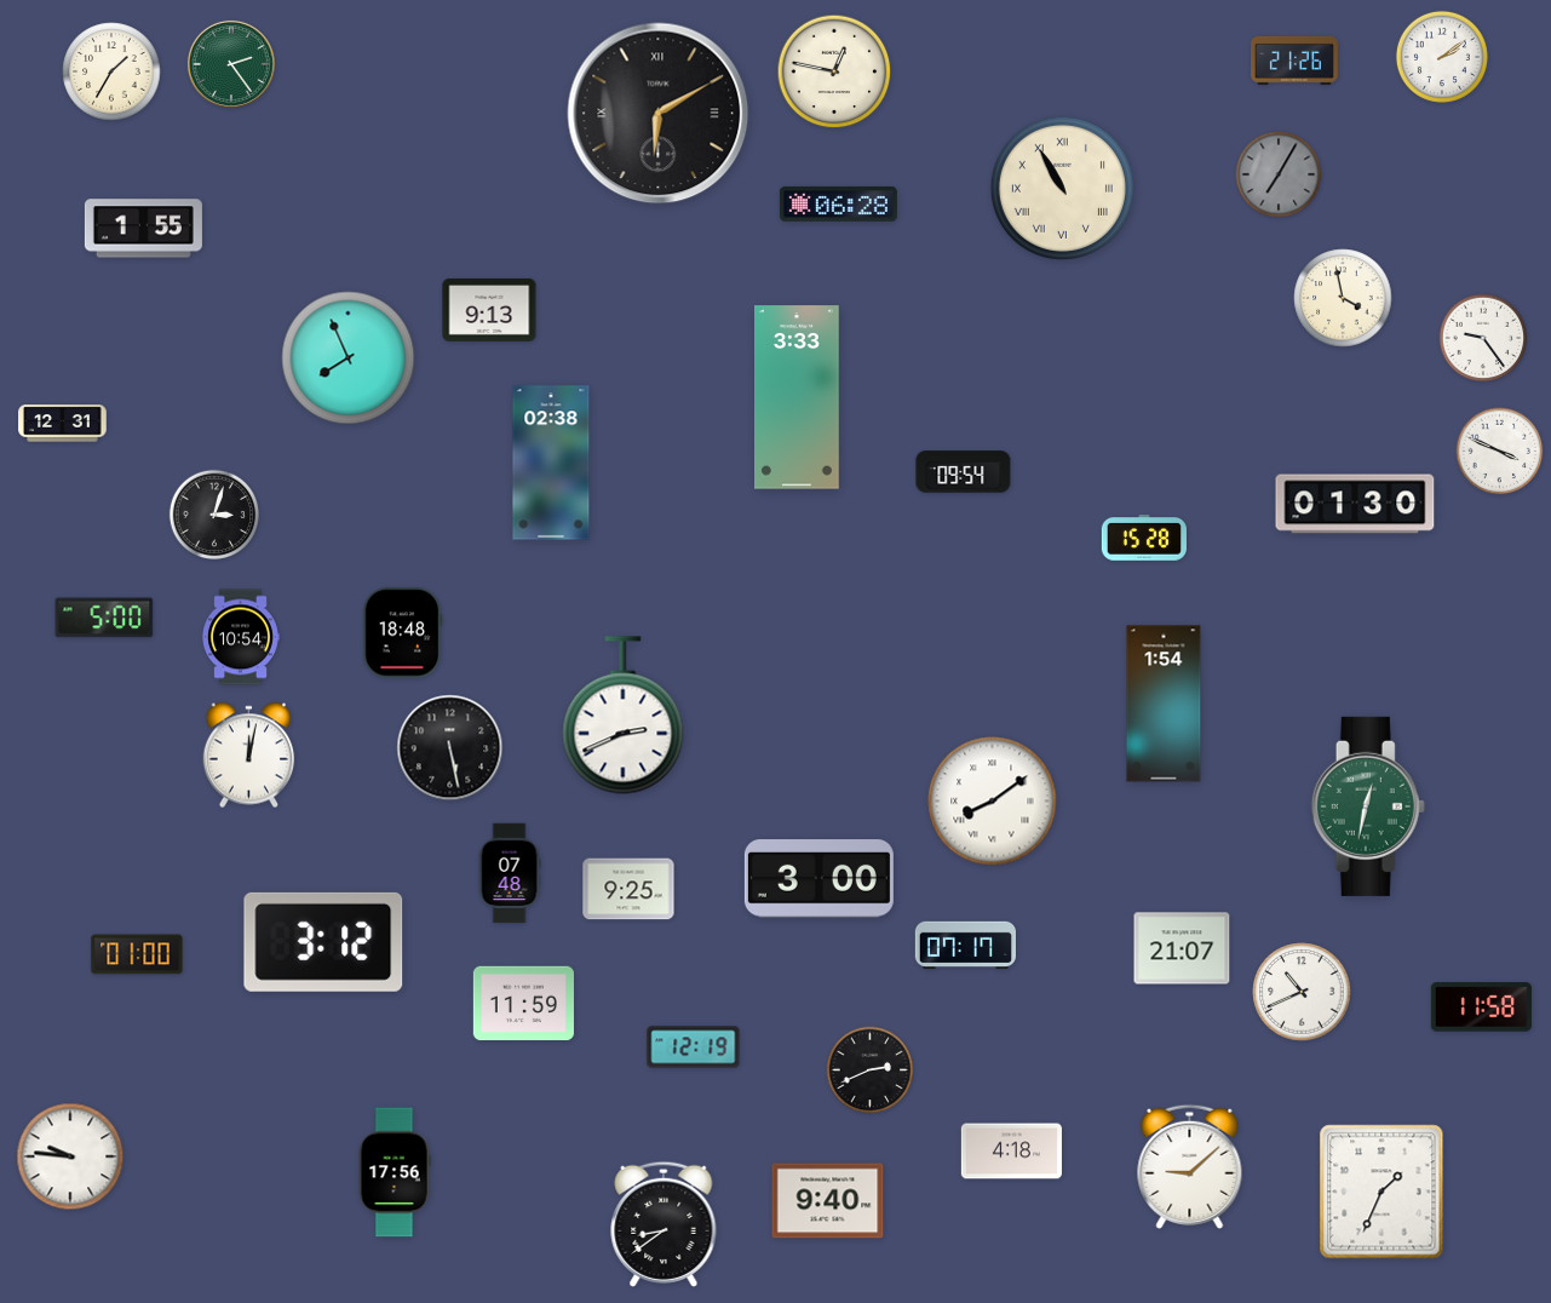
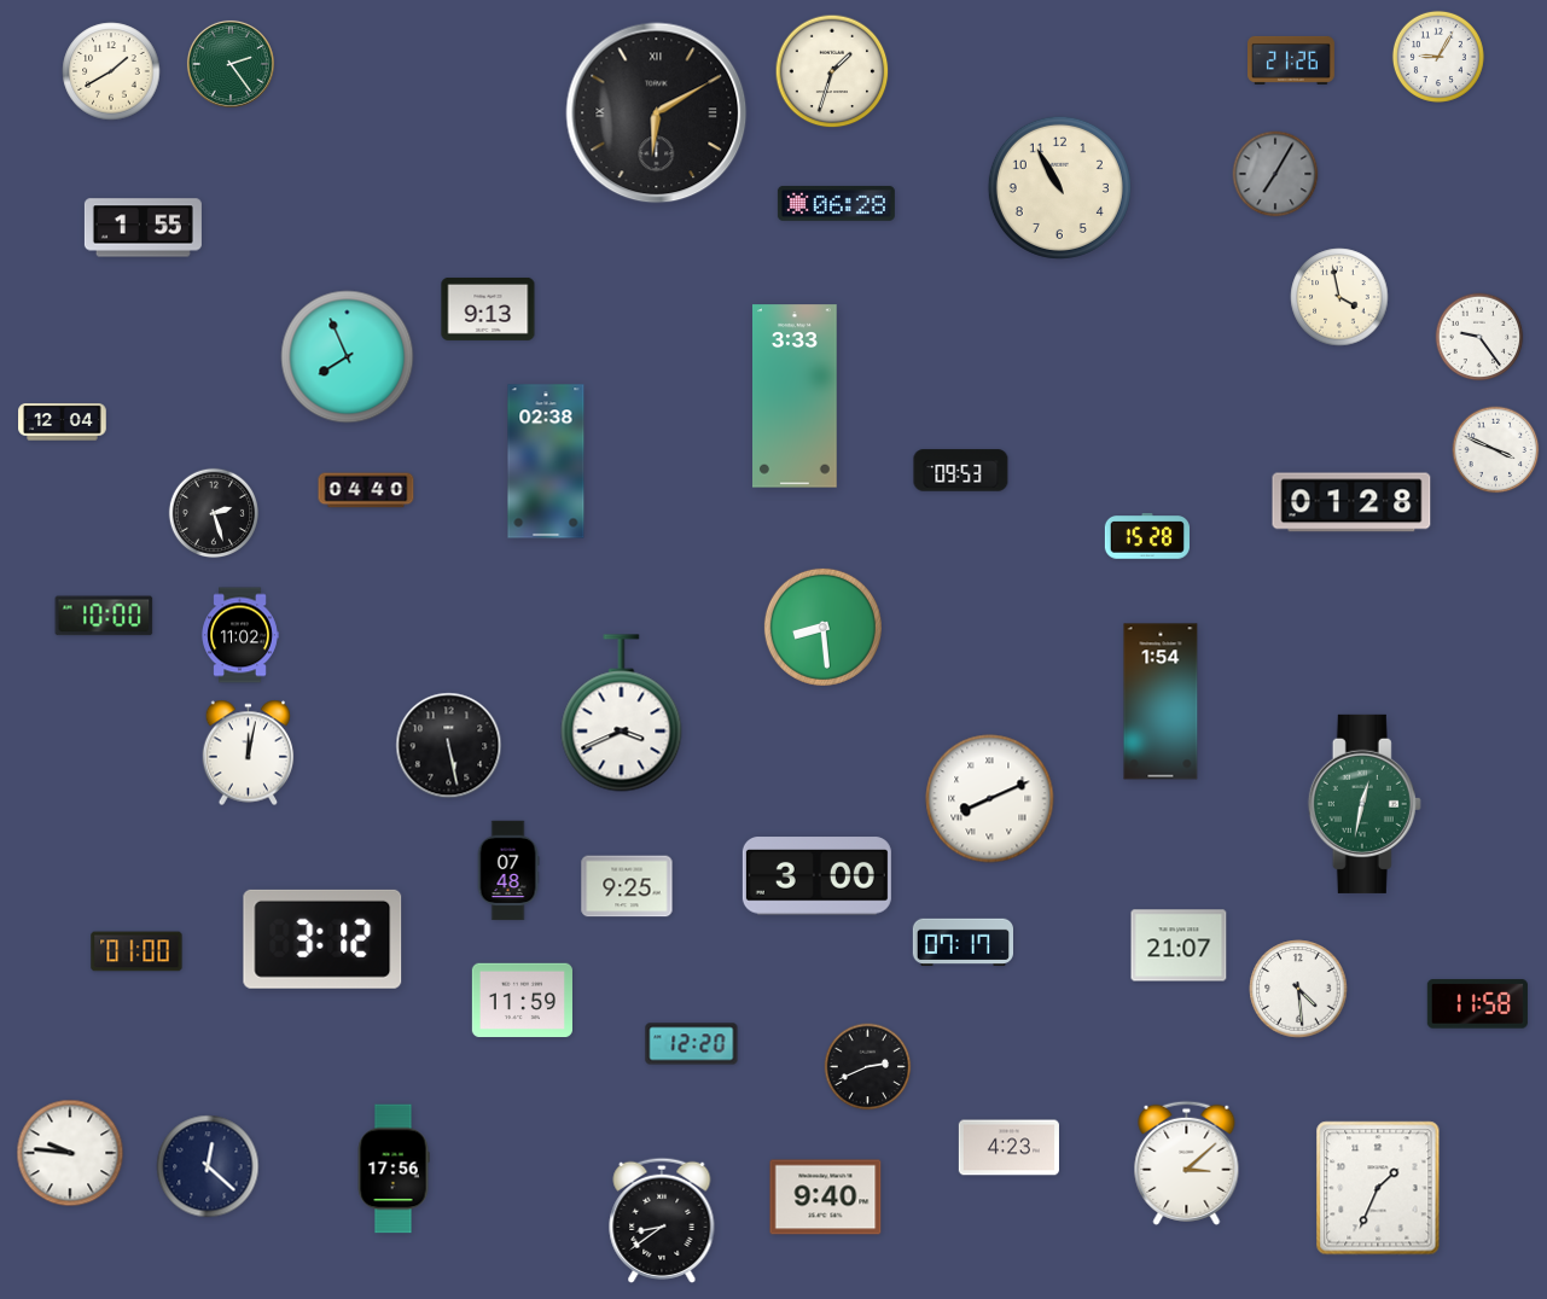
clock at (1442, 57): 2:09 -> 9:05
clock at (111, 71): 1:35 -> 1:40
clock at (834, 71): 12:47 -> 1:33
clock at (1062, 188) numerals: Roman -> Arabic
clock at (63, 424): 12:31 -> 12:04
clock at (551, 463) position: (551, 463) -> (546, 461)
clock at (964, 472): 09:54 -> 09:53
clock at (366, 490): none -> 04:40
clock at (1355, 504): 01:30 -> 01:28
clock at (214, 515): 3:03 -> 2:27
clock at (1144, 538) position: (1144, 538) -> (1147, 536)
clock at (104, 618): 5:00 -> 10:00
clock at (822, 627): none -> 8:29
clock at (402, 633): 18:48 -> none
clock at (241, 637): 10:54 -> 11:02
clock at (624, 716): 2:41 -> 3:41
clock at (993, 802): 8:09 -> 8:11
clock at (1302, 992): 10:41 -> 4:29
clock at (694, 1047): 12:19 -> 12:20
clock at (1011, 1152): 4:18 -> 4:23
clock at (1190, 1166): 9:08 -> 3:08
clock at (208, 1166): none -> 12:22
